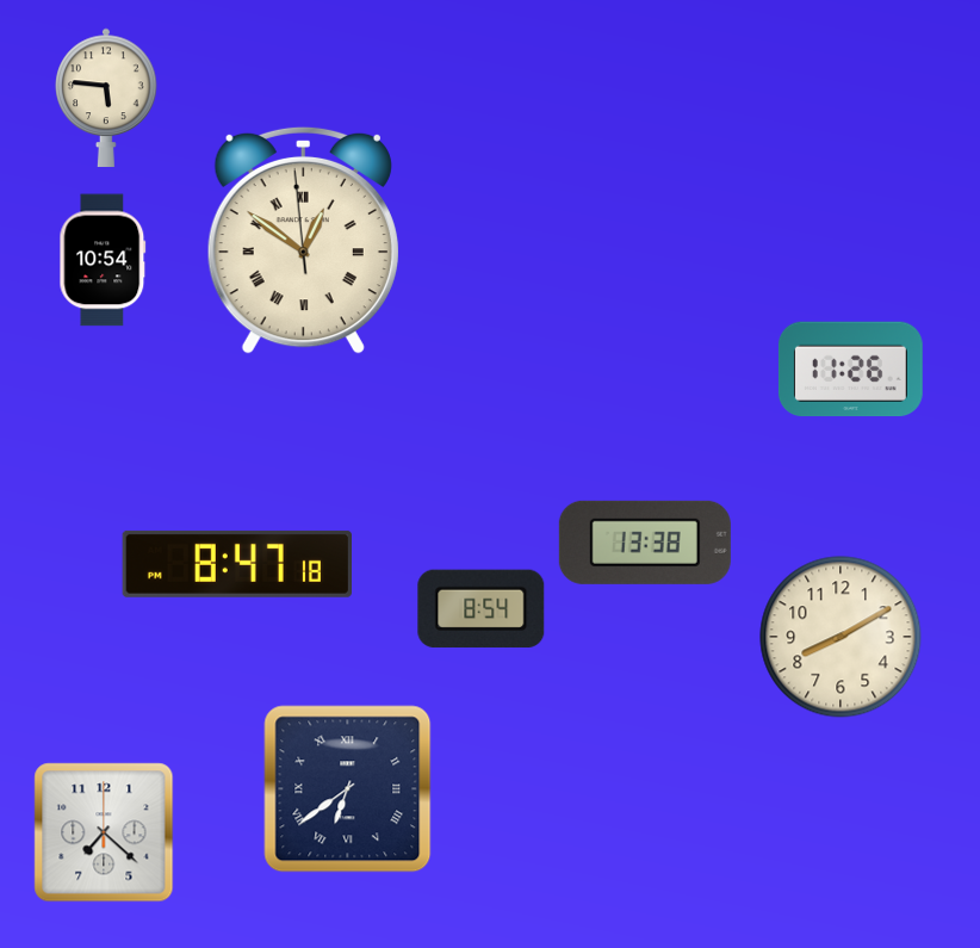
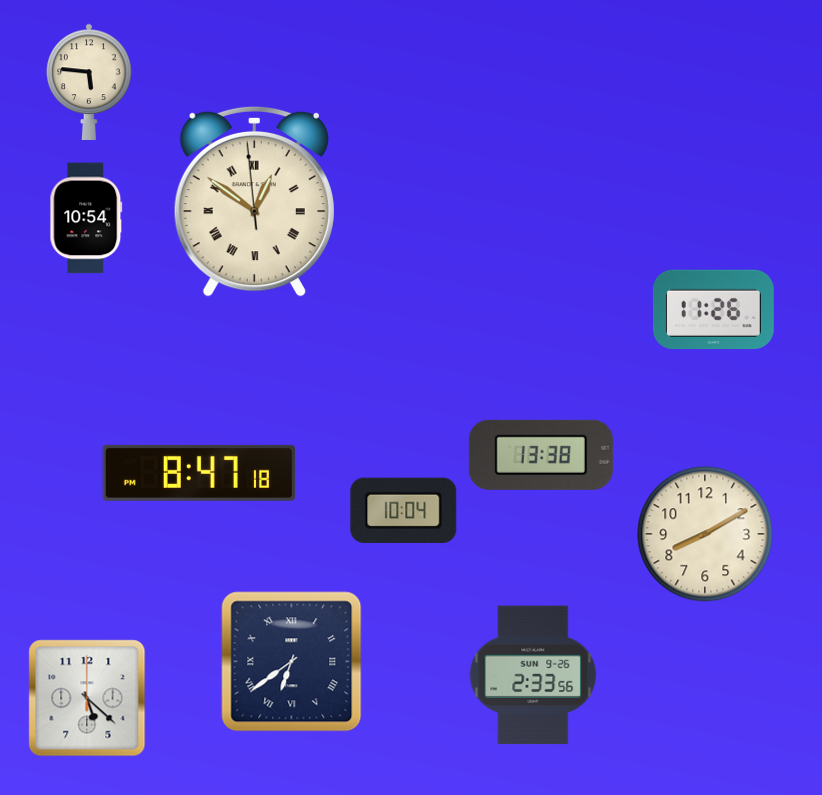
clock at (482, 608): 8:54 -> 10:04
clock at (533, 675): none -> 2:33
clock at (104, 832): 7:22 -> 5:22
